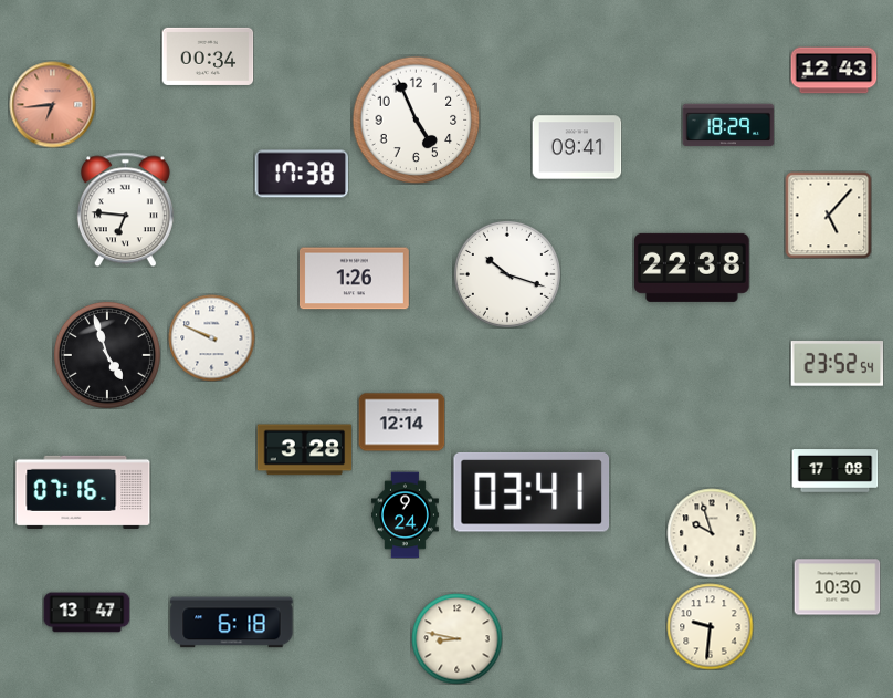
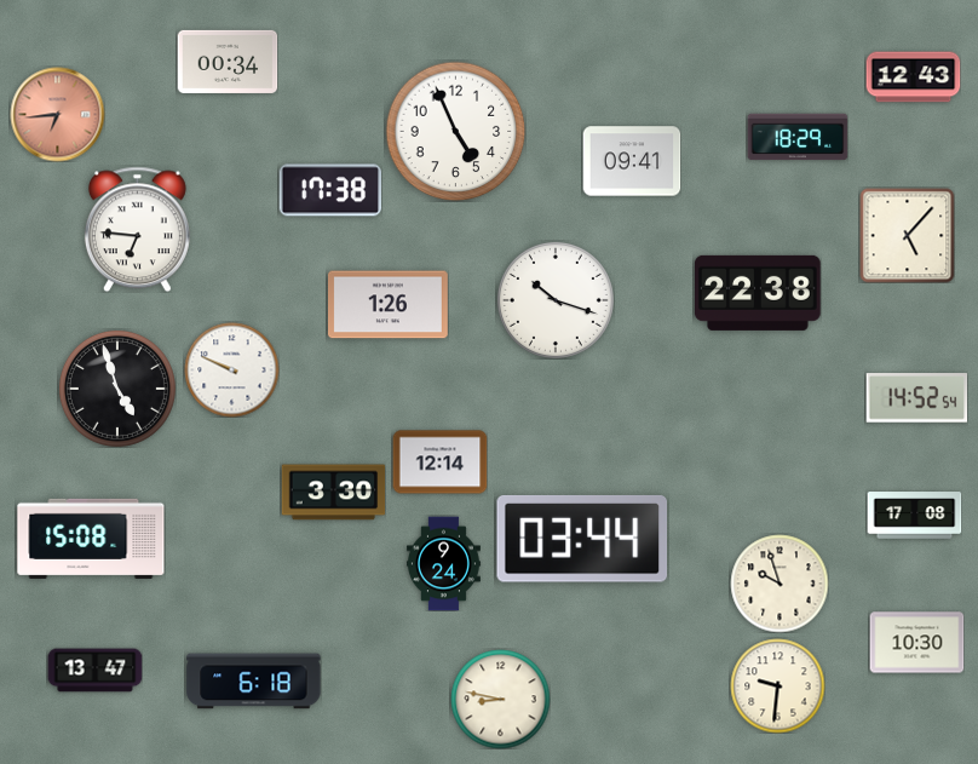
clock at (837, 364): 23:52 -> 14:52
clock at (304, 450): 3:28 -> 3:30
clock at (83, 492): 07:16 -> 15:08
clock at (532, 492): 03:41 -> 03:44
